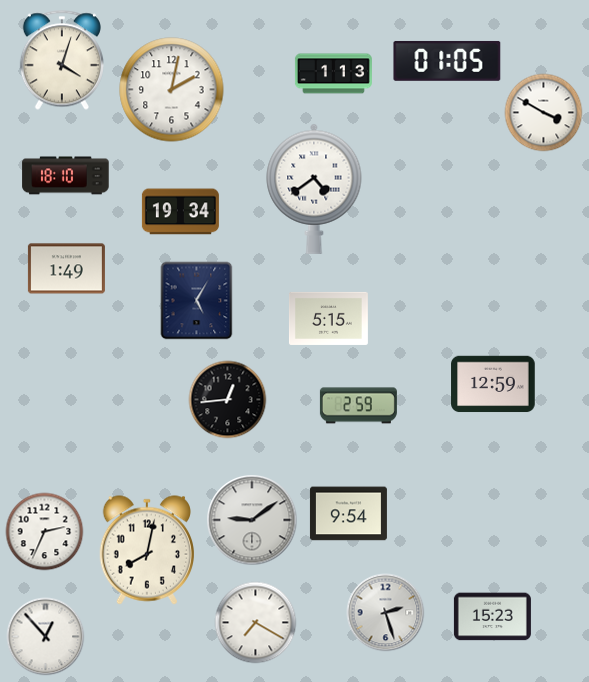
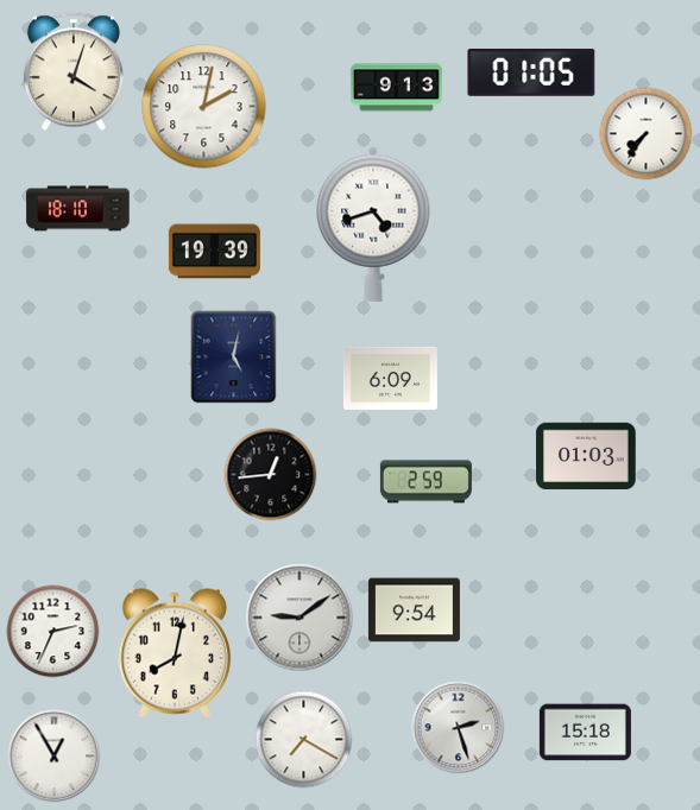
clock at (333, 74): 1:13 -> 9:13
clock at (543, 112): 3:50 -> 7:36
clock at (314, 189): 4:39 -> 4:42
clock at (180, 212): 19:34 -> 19:39
clock at (66, 269): 1:49 -> none
clock at (197, 300): 5:05 -> 5:02
clock at (328, 318): 5:15 -> 6:09
clock at (493, 384): 12:59 -> 01:03
clock at (492, 617): 15:23 -> 15:18
clock at (45, 636): 12:53 -> 12:55
